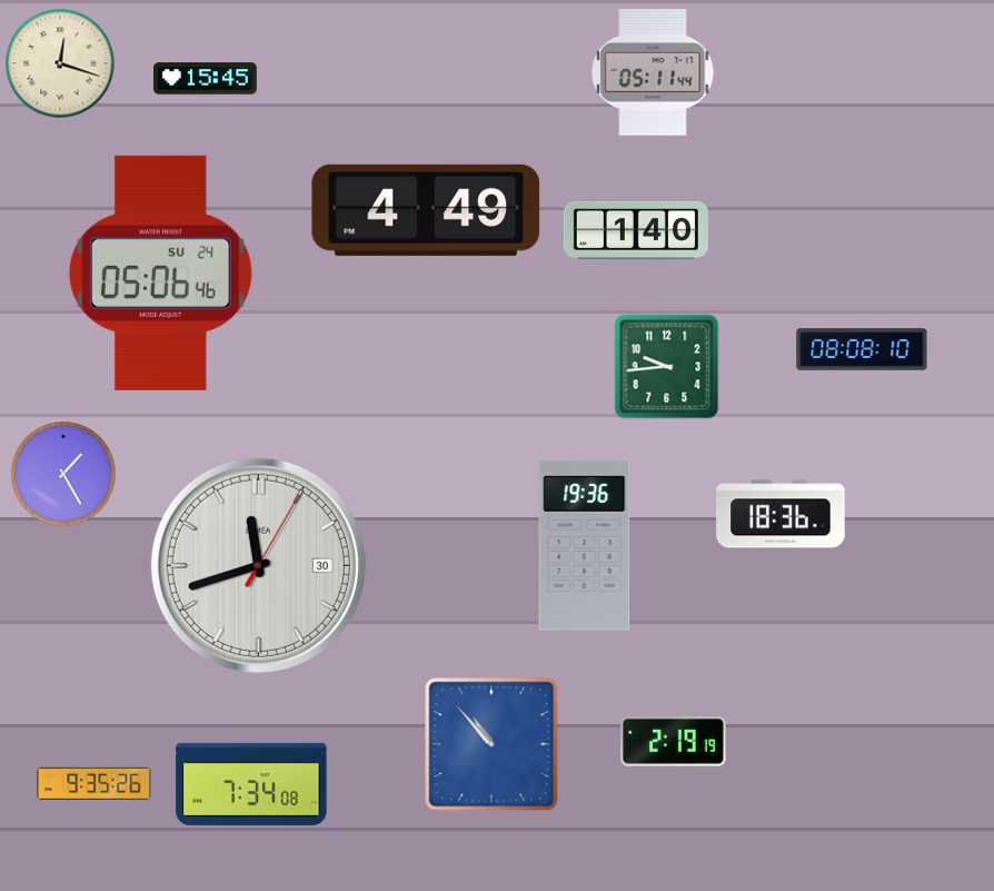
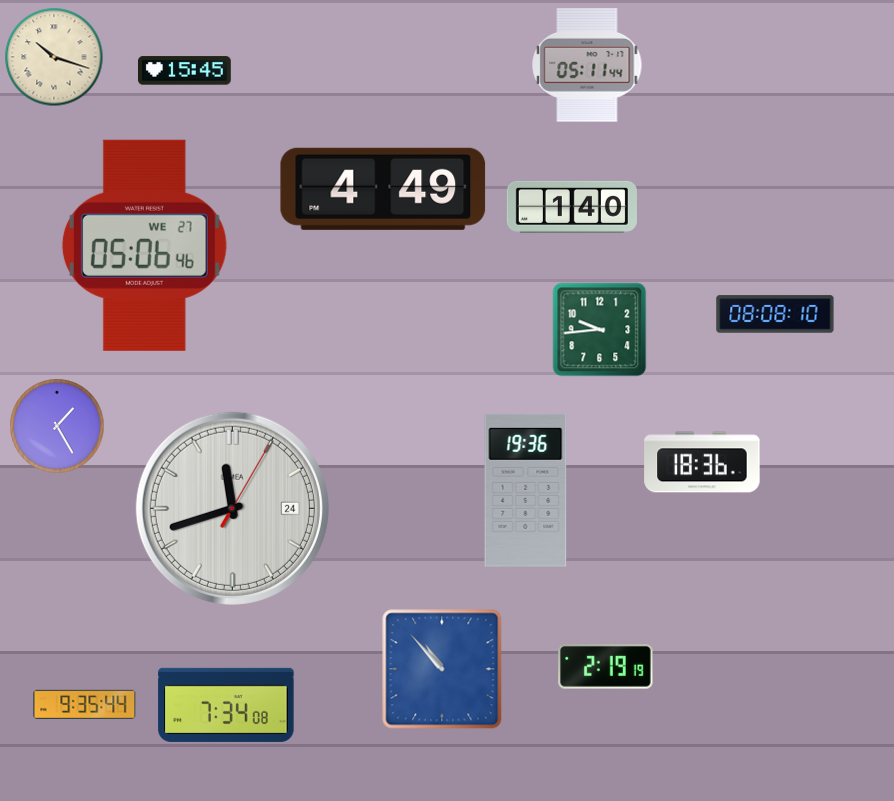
clock at (60, 63): 12:18 -> 10:18
clock at (160, 273) date: SU 24 -> WE 27
clock at (258, 565) date: 30 -> 24
clock at (95, 783): 9:35:26 -> 9:35:44
